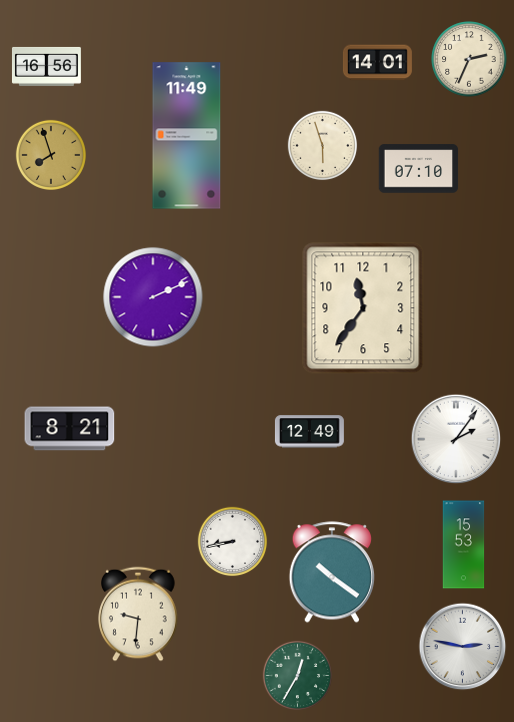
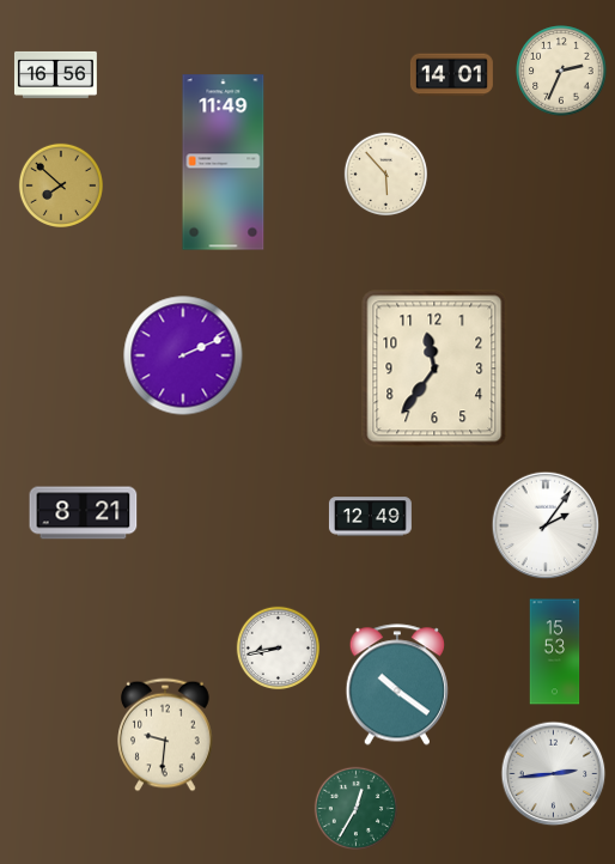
clock at (46, 66) position: (46, 66) -> (55, 74)
clock at (323, 146): 5:57 -> 5:53
clock at (50, 154): 7:57 -> 7:52
clock at (419, 169): 07:10 -> none
clock at (463, 647): 2:47 -> 2:44
